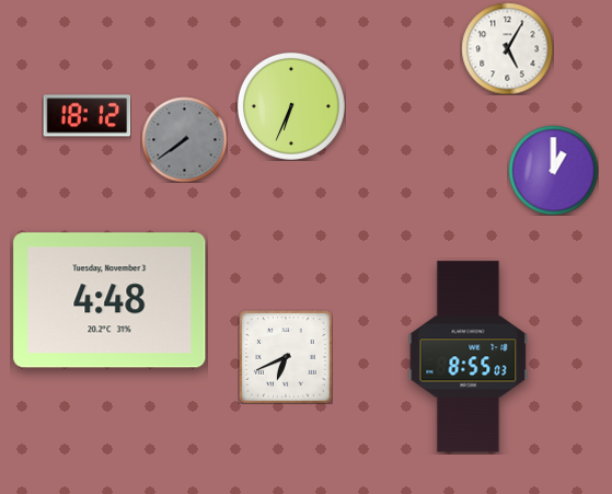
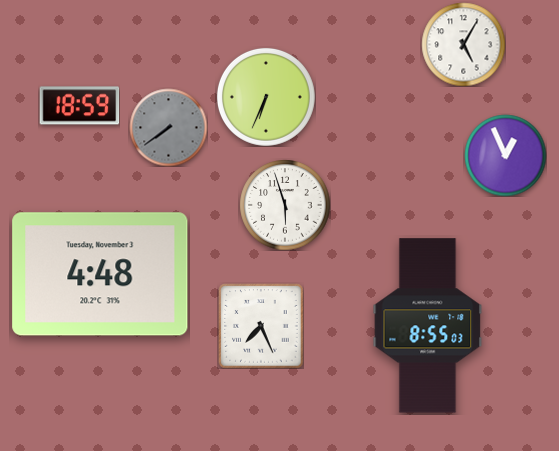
clock at (86, 116): 18:12 -> 18:59
clock at (553, 170): 1:00 -> 12:56
clock at (285, 205): none -> 5:57
clock at (286, 357): 6:41 -> 7:26
